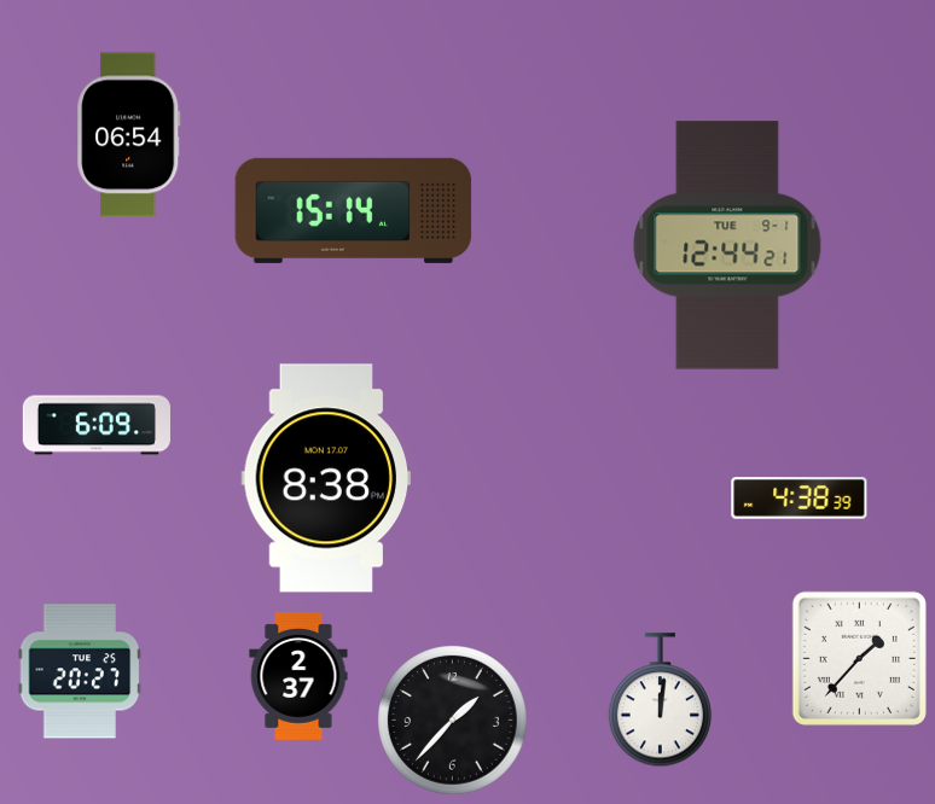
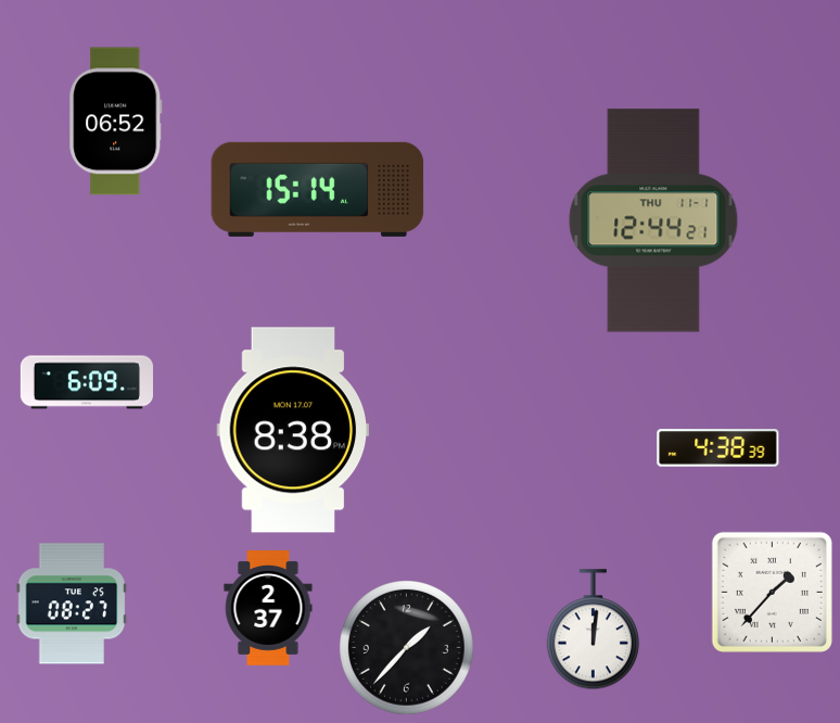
clock at (129, 135): 06:54 -> 06:52
clock at (727, 245) date: TUE 9-1 -> THU 11-1
clock at (80, 671): 20:27 -> 08:27
